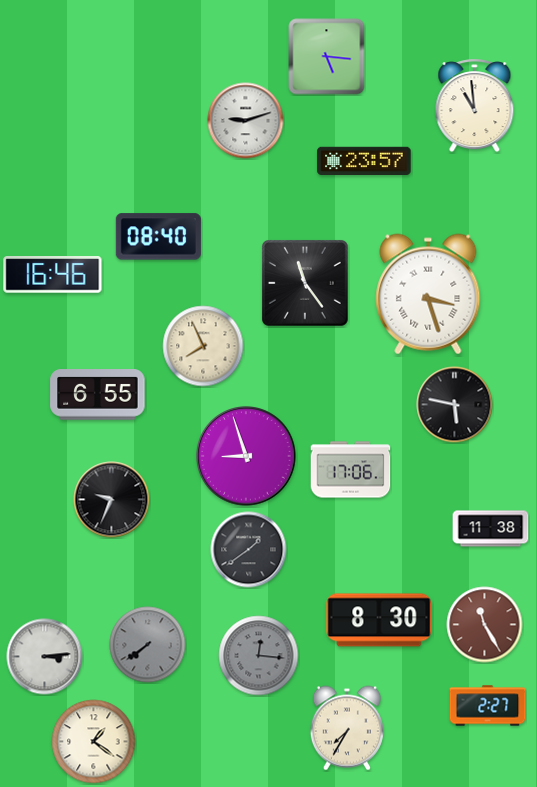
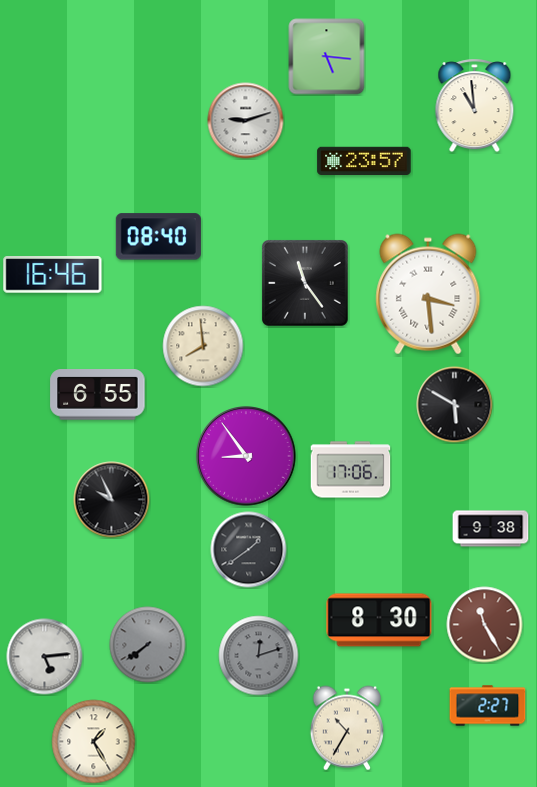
clock at (428, 294): 3:27 -> 3:29
clock at (203, 346): 7:56 -> 7:59
clock at (455, 405): 5:47 -> 5:50
clock at (246, 456): 8:57 -> 8:54
clock at (112, 500): 9:34 -> 9:56
clock at (491, 529): 11:38 -> 9:38
clock at (259, 656): 12:16 -> 12:12
clock at (45, 657): 3:14 -> 5:14
clock at (347, 728): 7:35 -> 10:35
clock at (94, 742): 1:21 -> 1:25
